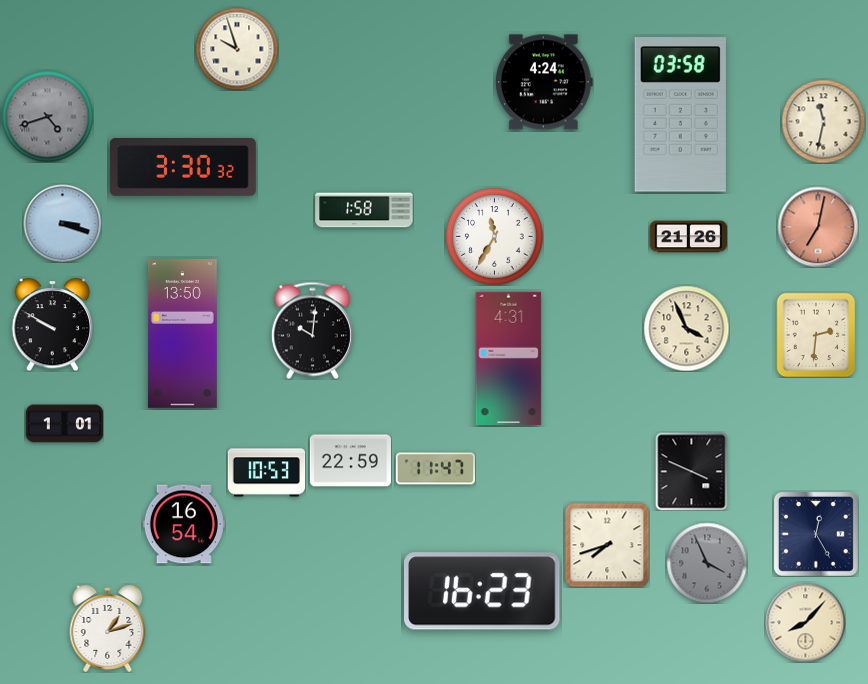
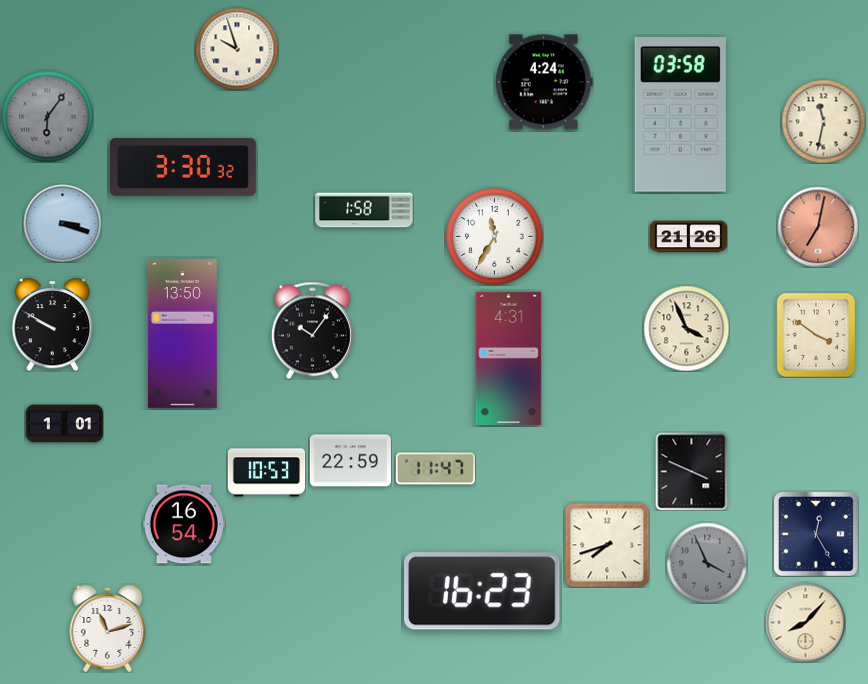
clock at (47, 116): 4:42 -> 6:06
clock at (312, 330): 10:01 -> 10:06
clock at (816, 335): 2:31 -> 3:51
clock at (108, 629): 1:12 -> 11:12
